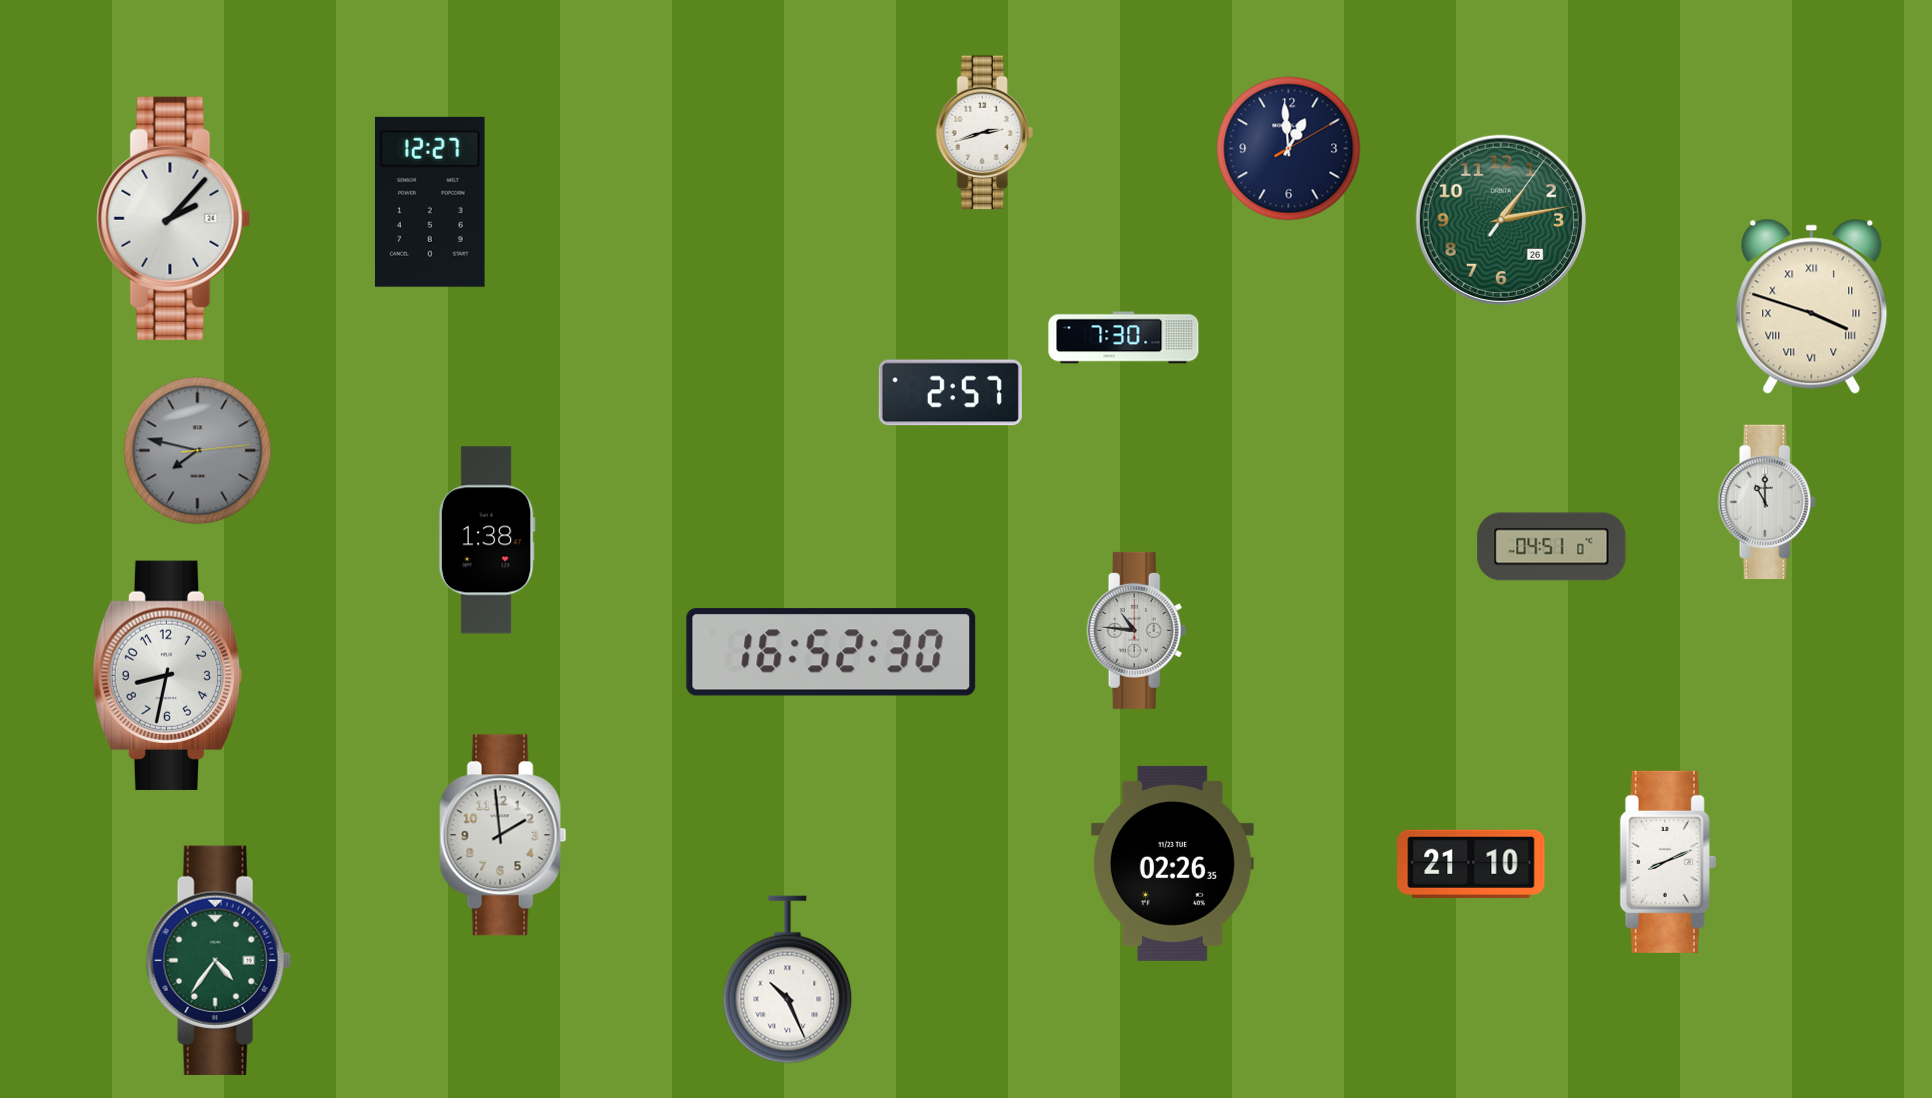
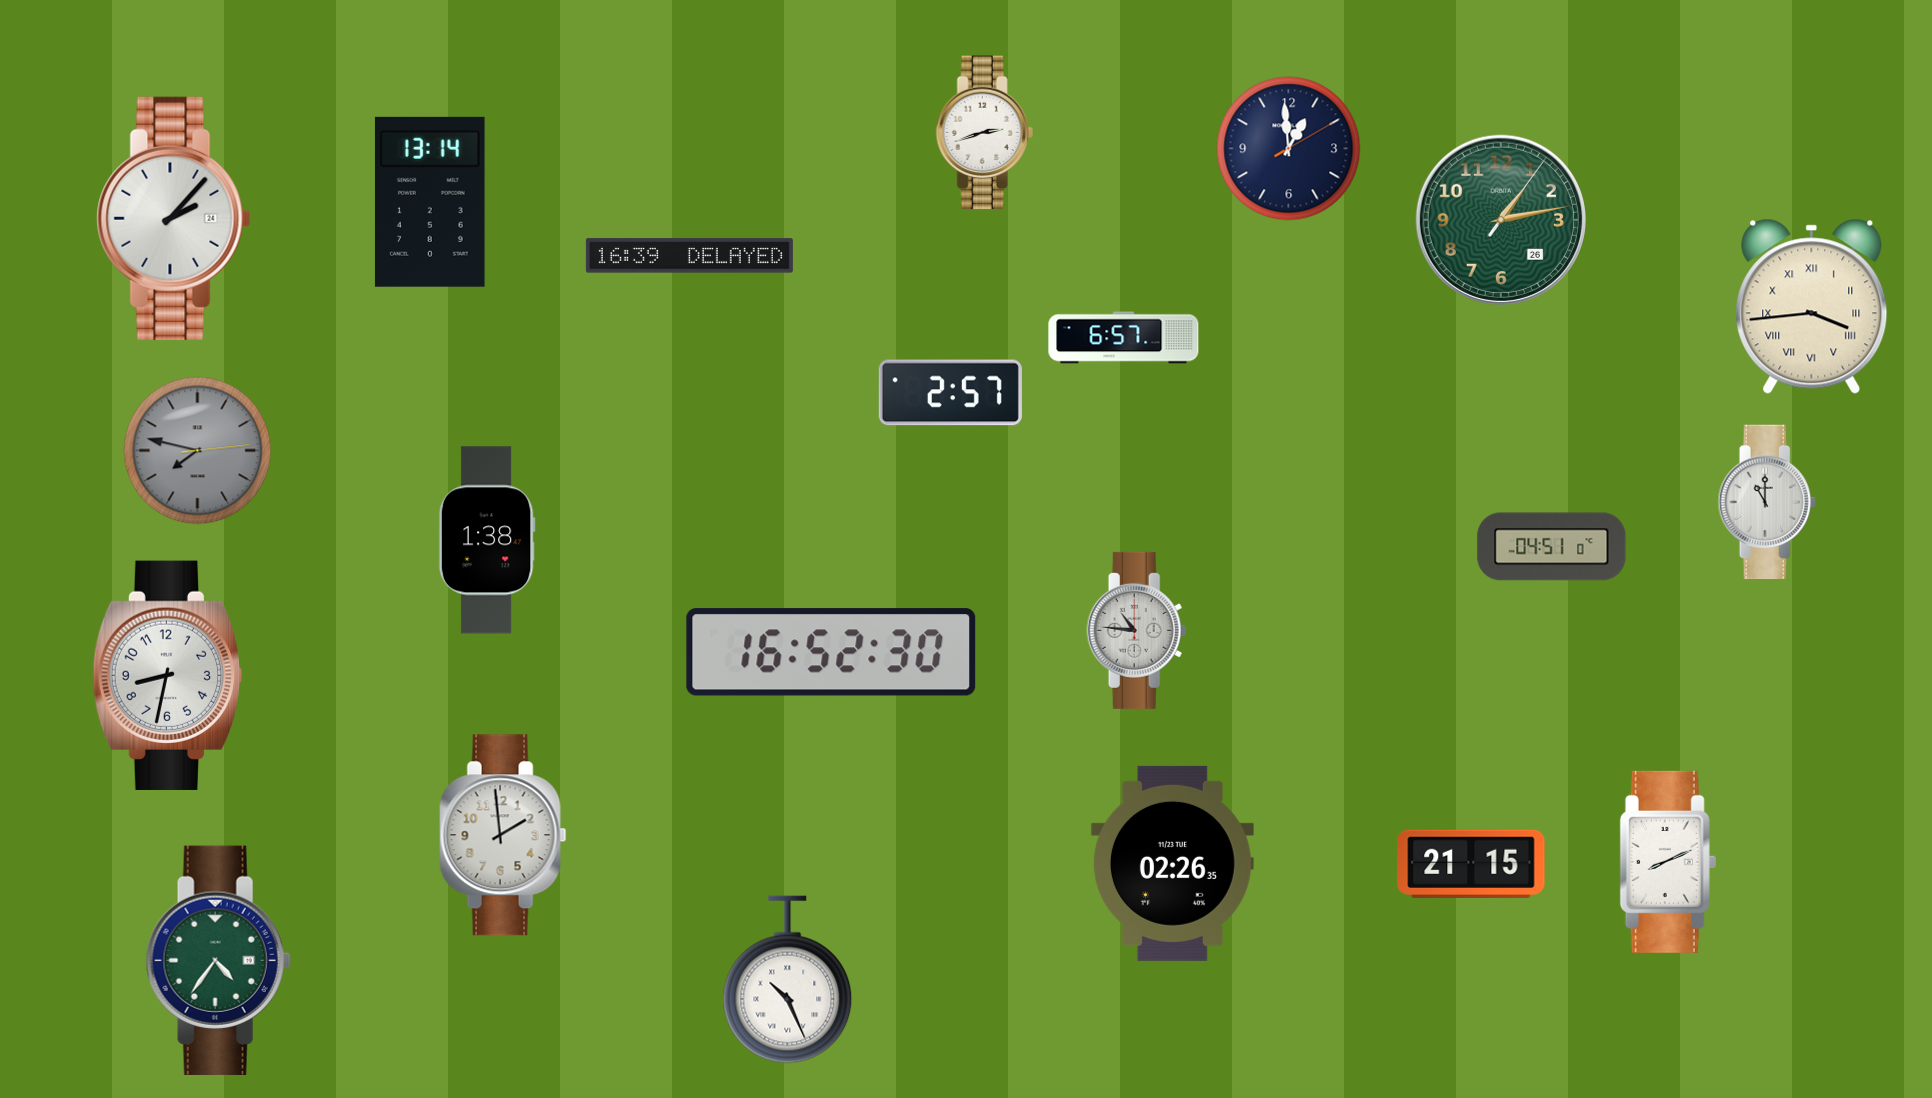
clock at (430, 202): 12:27 -> 13:14
clock at (689, 256): none -> 16:39
clock at (1812, 306): 3:48 -> 3:44
clock at (1124, 338): 7:30 -> 6:57
clock at (1471, 864): 21:10 -> 21:15
